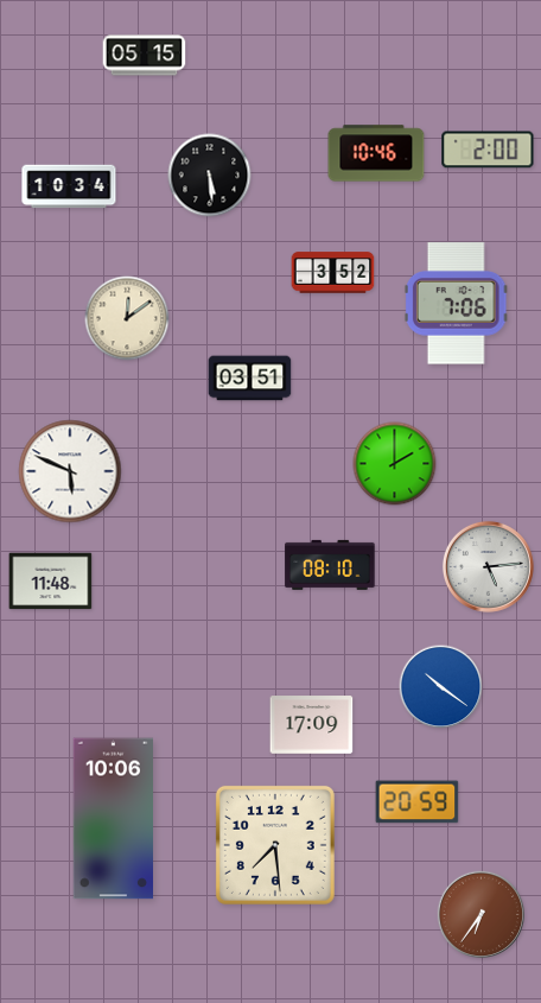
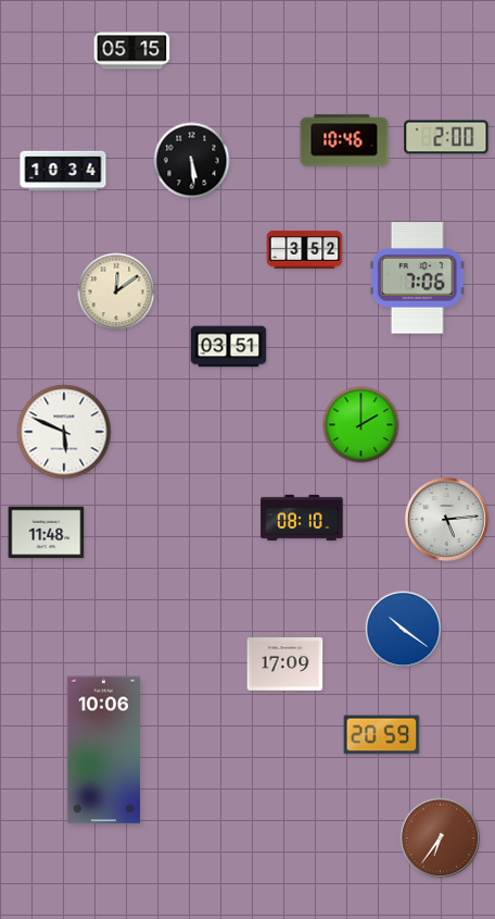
clock at (275, 845): 7:29 -> none
